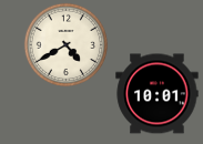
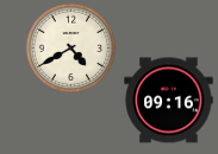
clock at (158, 94): 10:01 -> 09:16
